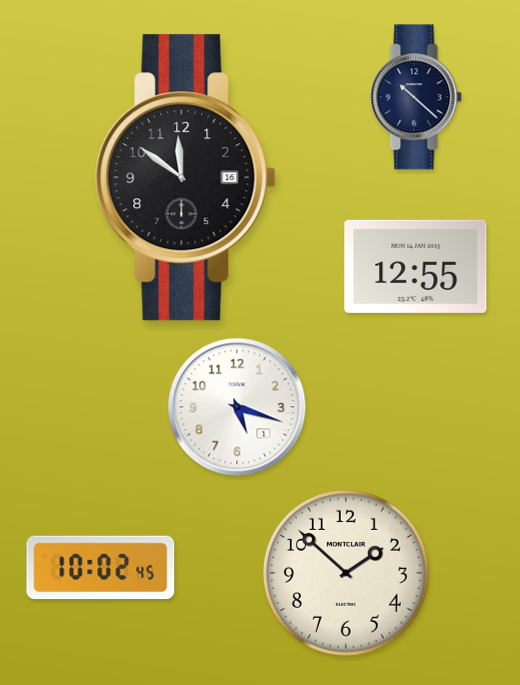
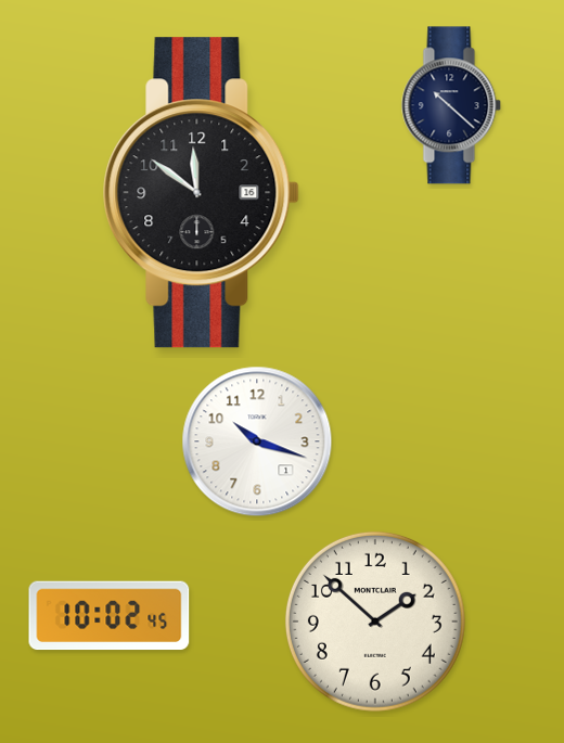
clock at (416, 266): 12:55 -> none
clock at (237, 407): 5:18 -> 10:18
